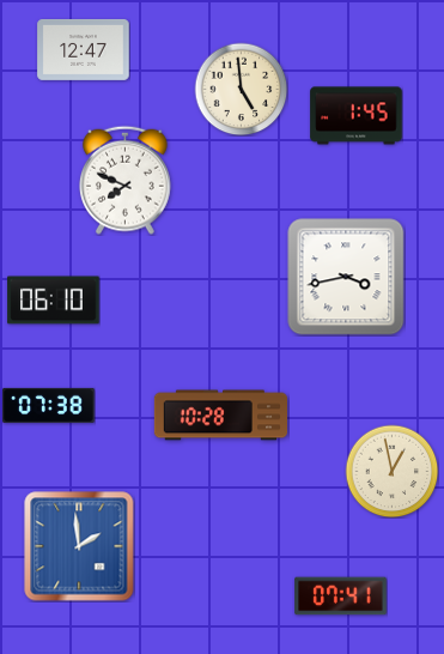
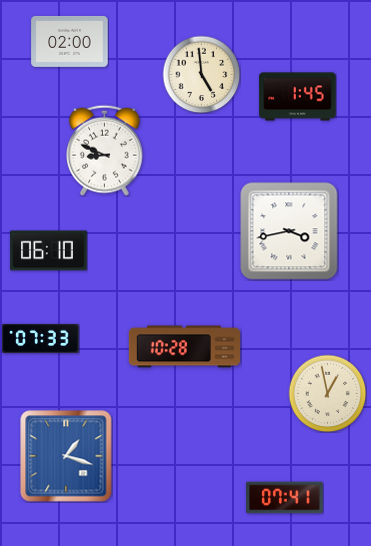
clock at (84, 49): 12:47 -> 02:00
clock at (126, 180): 7:49 -> 8:49
clock at (54, 301) position: (54, 301) -> (49, 251)
clock at (49, 405): 07:38 -> 07:33
clock at (79, 546): 1:59 -> 1:18
